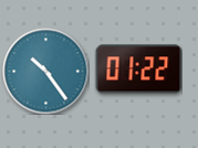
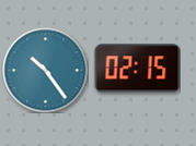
clock at (138, 70): 01:22 -> 02:15
